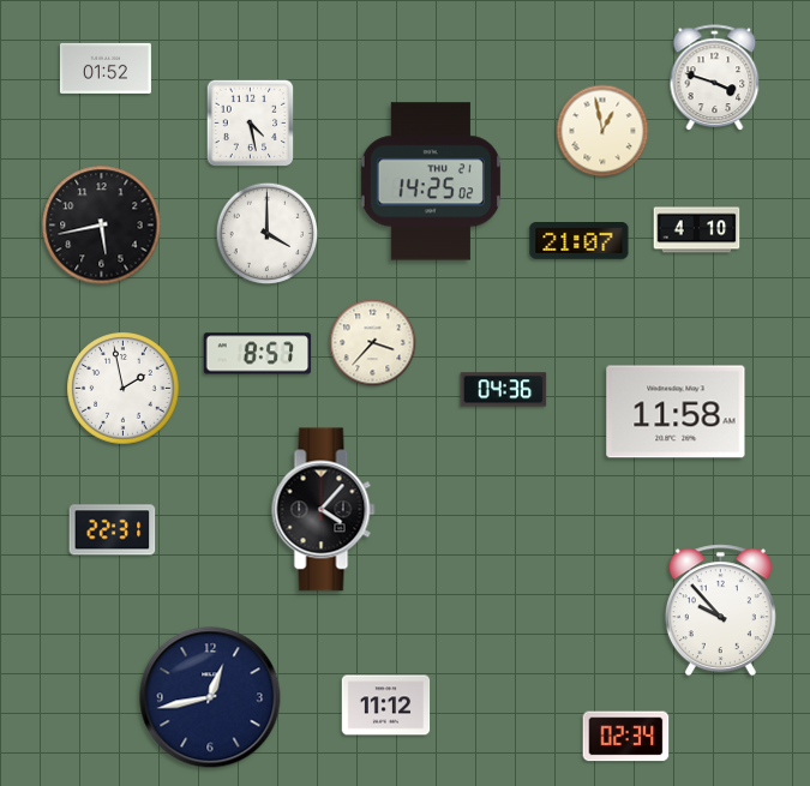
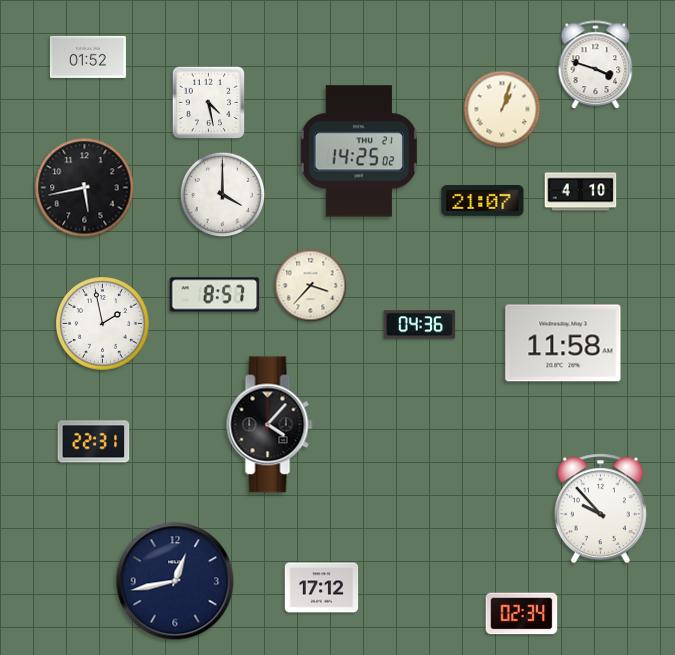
clock at (602, 131): 12:58 -> 1:03
clock at (386, 706): 11:12 -> 17:12
